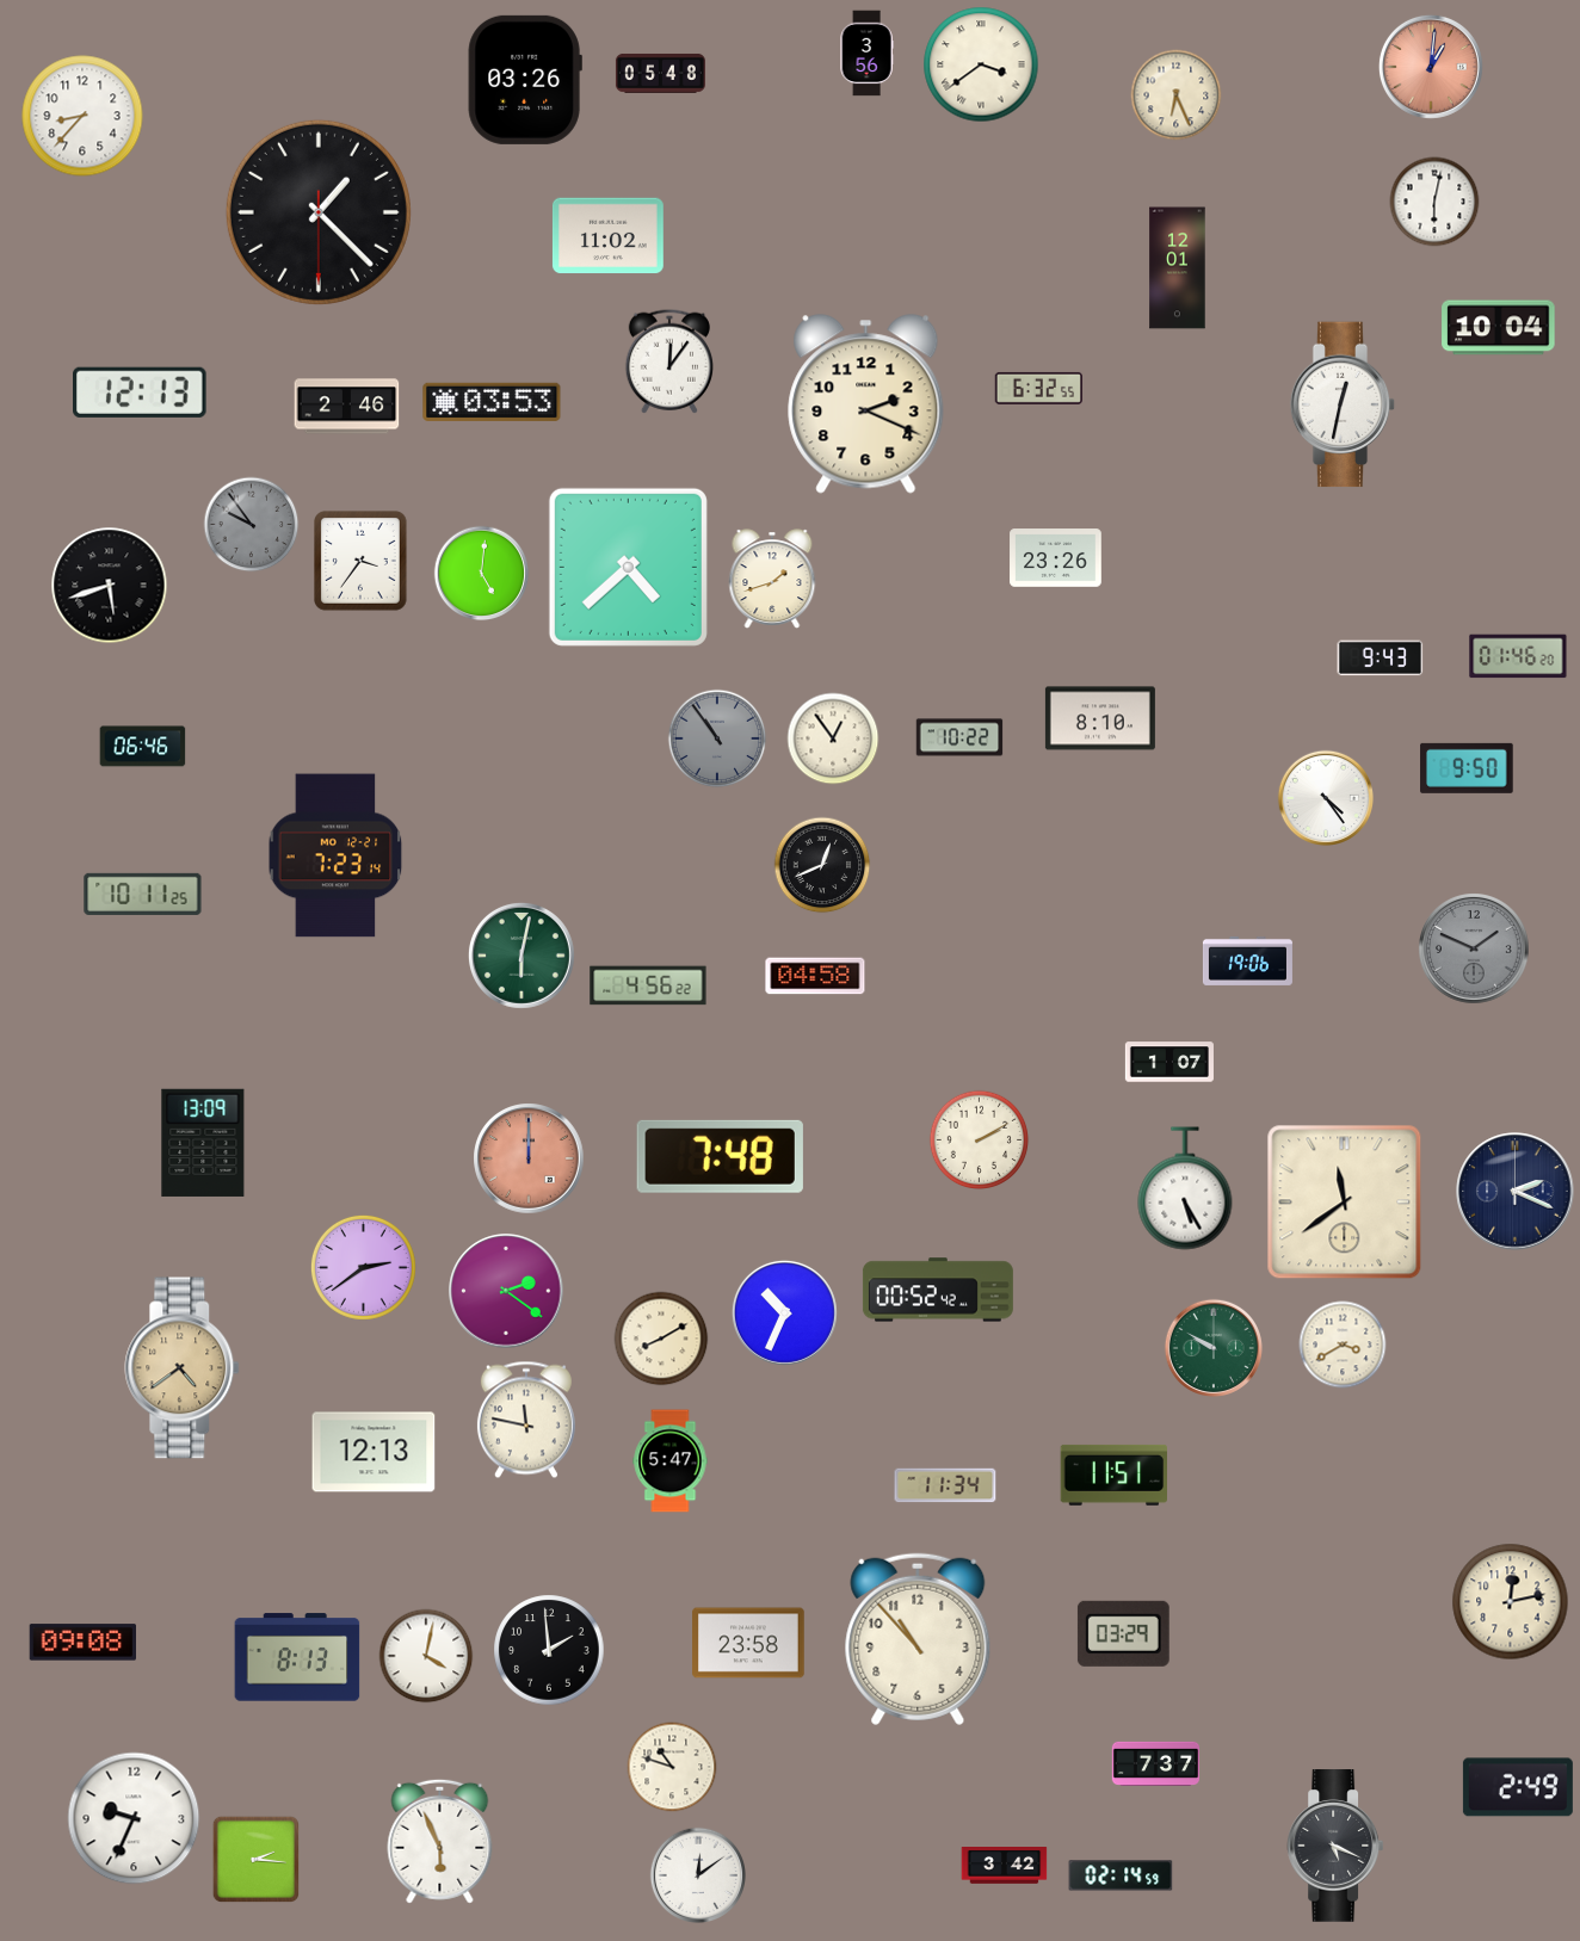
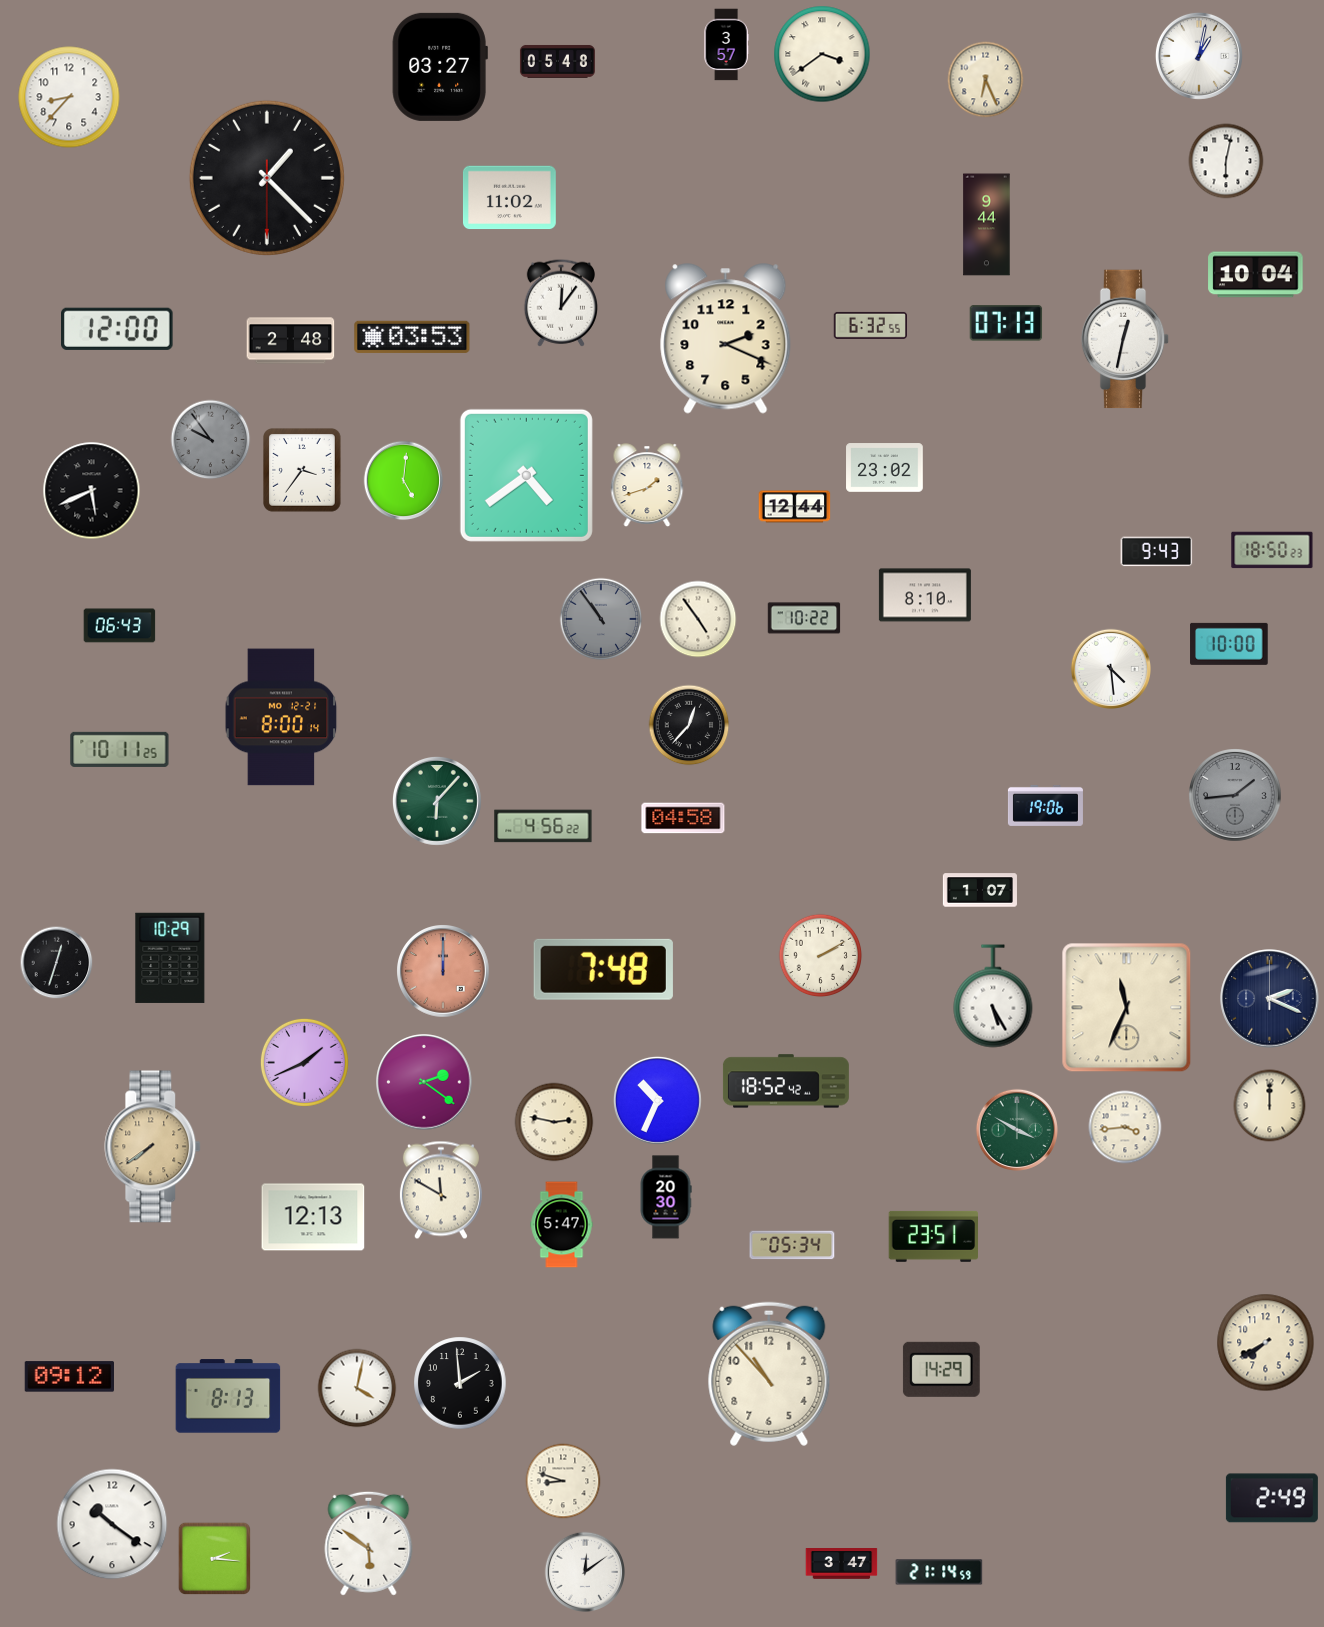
clock at (866, 54): 3:56 -> 3:57
clock at (1431, 67): 1:01 -> 1:02
clock at (1431, 67) dial: salmon -> white
clock at (660, 73) position: (660, 73) -> (557, 61)
clock at (525, 80): 03:26 -> 03:27
clock at (1434, 202) position: (1434, 202) -> (1226, 161)
clock at (1178, 268): 12:01 -> 9:44
clock at (1006, 323): none -> 07:13
clock at (141, 392): 12:13 -> 12:00
clock at (347, 407): 2:46 -> 2:48
clock at (1056, 558): 23:26 -> 23:02
clock at (628, 567): 4:38 -> 4:39
clock at (110, 586): 5:42 -> 5:41
clock at (795, 507): none -> 12:44
clock at (1518, 656): 01:46 -> 18:50
clock at (1100, 718) position: (1100, 718) -> (925, 595)
clock at (833, 738): 12:54 -> 4:54
clock at (143, 747): 06:46 -> 06:43
clock at (1467, 768): 9:50 -> 10:00
clock at (1325, 797): 4:24 -> 4:29
clock at (335, 855): 7:23 -> 8:00
clock at (822, 865): 12:41 -> 12:37
clock at (1474, 948): 1:49 -> 1:44
clock at (521, 956): 6:02 -> 6:07
clock at (203, 1143): 13:09 -> 10:29
clock at (57, 963): none -> 12:33
clock at (1345, 1203): 11:39 -> 11:34
clock at (363, 1267): 2:39 -> 1:41
clock at (938, 1290): 00:52 -> 18:52
clock at (1270, 1106): none -> 12:00
clock at (661, 1339): 8:10 -> 2:47
clock at (1343, 1345): 3:40 -> 3:44
clock at (1214, 1348): 9:50 -> 3:50
clock at (183, 1368): 4:39 -> 7:39
clock at (526, 1420): 11:47 -> 11:50
clock at (666, 1197): none -> 20:30
clock at (1115, 1475): 11:51 -> 23:51
clock at (945, 1485): 11:34 -> 05:34
clock at (1511, 1602): 12:13 -> 7:40
clock at (1123, 1633): 03:29 -> 14:29
clock at (82, 1643): 09:08 -> 09:12
clock at (748, 1643): 23:58 -> none
clock at (297, 1657) position: (297, 1657) -> (228, 1396)
clock at (1156, 1763): 7:37 -> none
clock at (672, 1767): 10:48 -> 8:48
clock at (134, 1818): 9:34 -> 10:21
clock at (440, 1841): 5:56 -> 5:51
clock at (1335, 1846): 5:19 -> none
clock at (1005, 1866): 3:42 -> 3:47
clock at (1121, 1875): 02:14 -> 21:14
